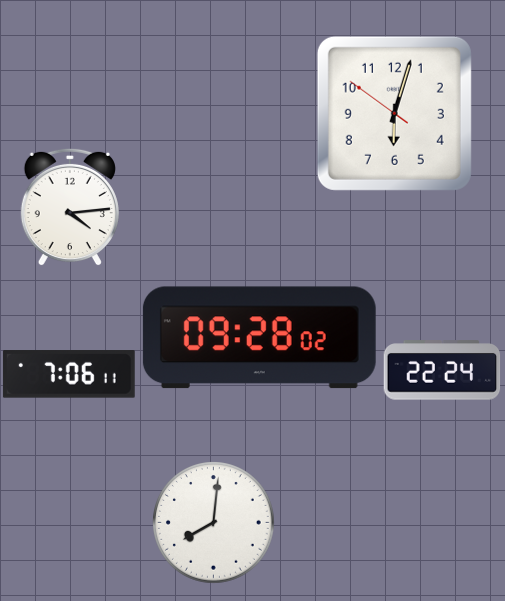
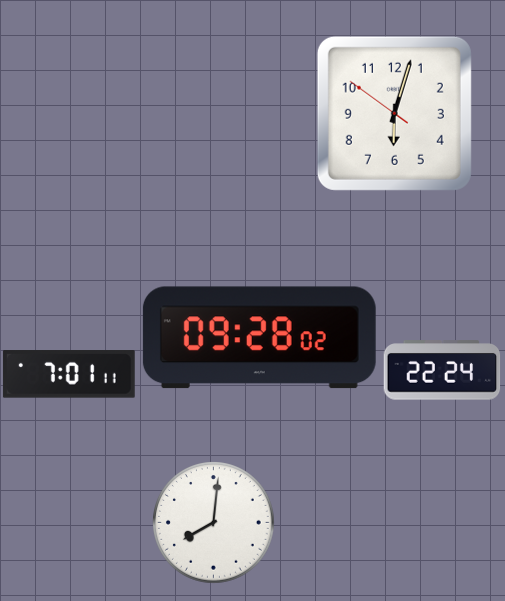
clock at (70, 207): 4:14 -> none
clock at (69, 374): 7:06 -> 7:01
